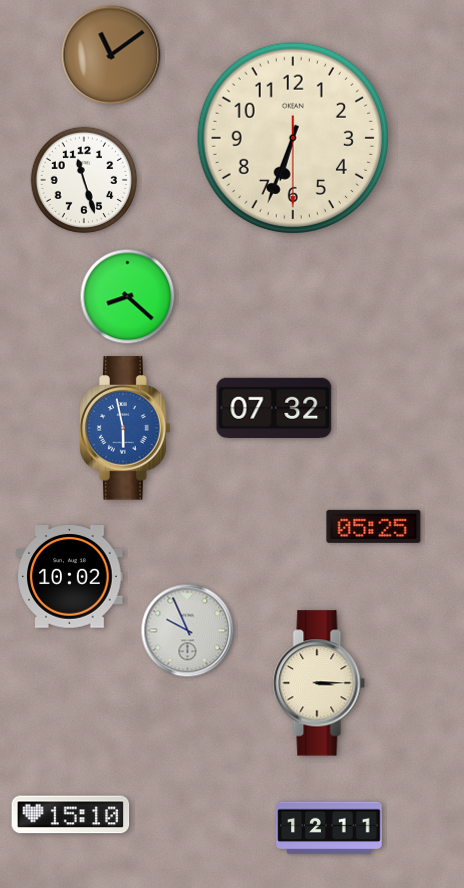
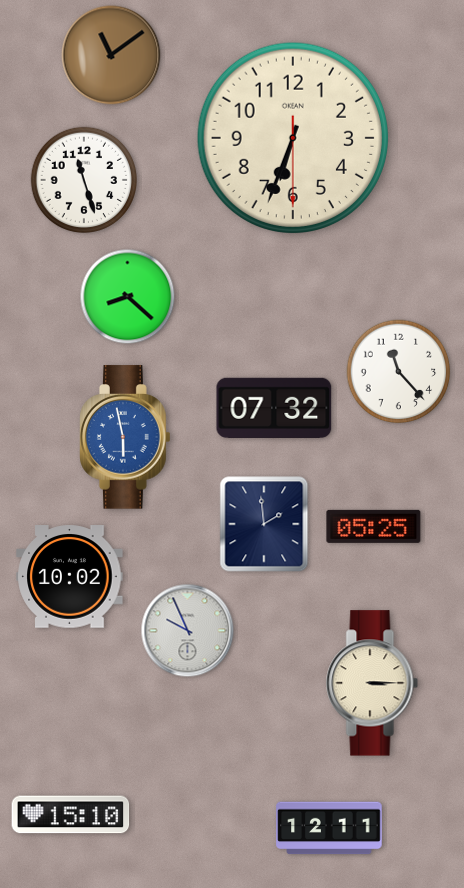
clock at (399, 372): none -> 11:23
clock at (125, 428) position: (125, 428) -> (125, 437)
clock at (264, 524): none -> 1:59
clock at (319, 683) position: (319, 683) -> (372, 683)
